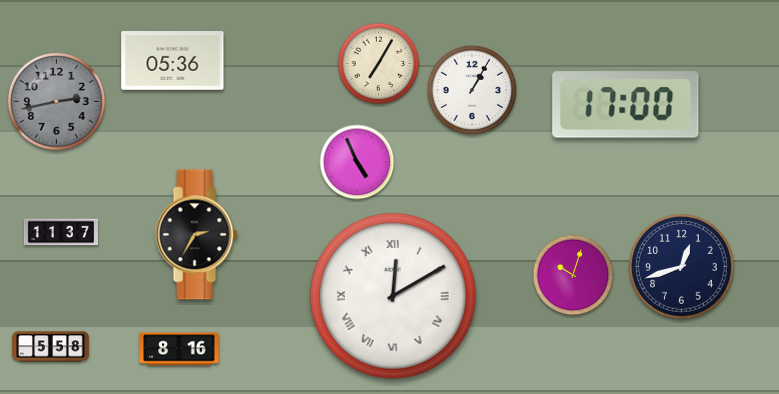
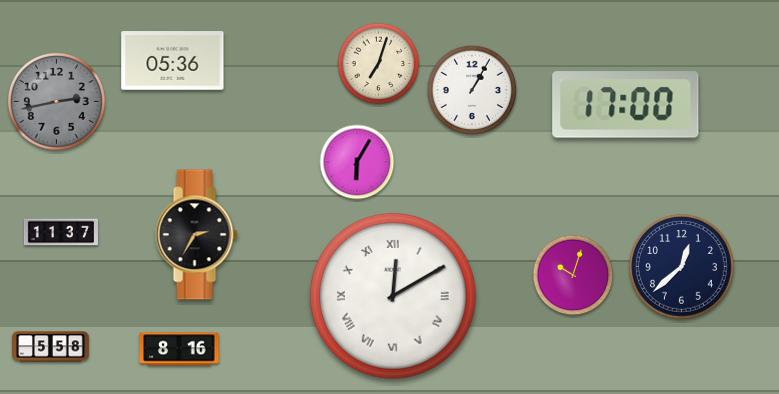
clock at (379, 64): 7:05 -> 7:03
clock at (357, 162): 4:56 -> 6:05
clock at (682, 267): 12:42 -> 12:38
